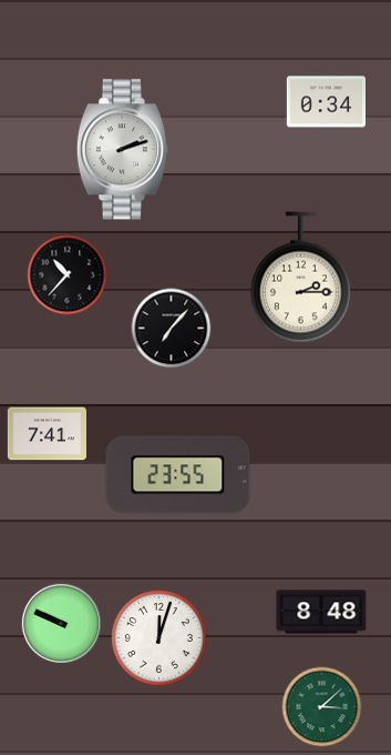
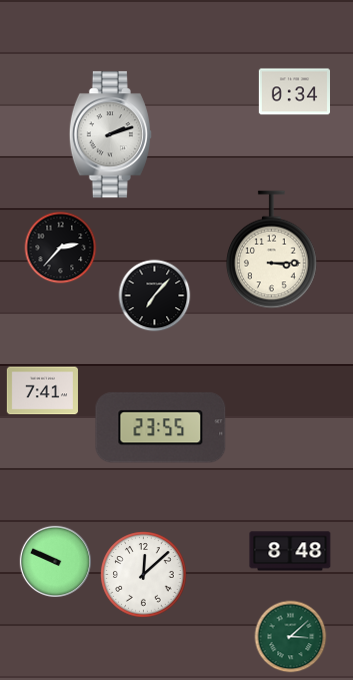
clock at (68, 275): 10:37 -> 2:37
clock at (301, 278): 2:15 -> 3:15
clock at (160, 638): 12:03 -> 12:08
